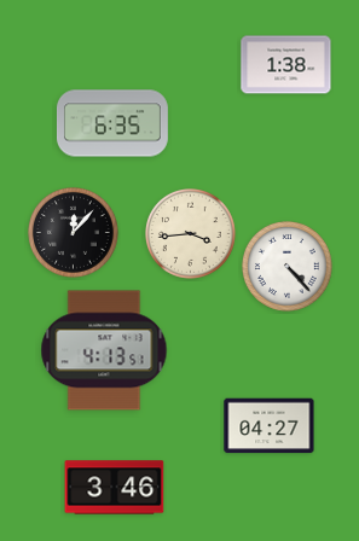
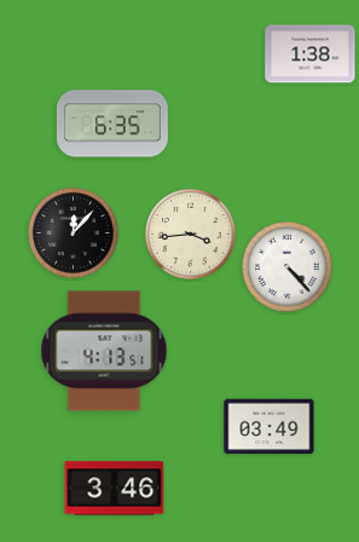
clock at (286, 65) position: (286, 65) -> (311, 54)
clock at (270, 426): 04:27 -> 03:49
